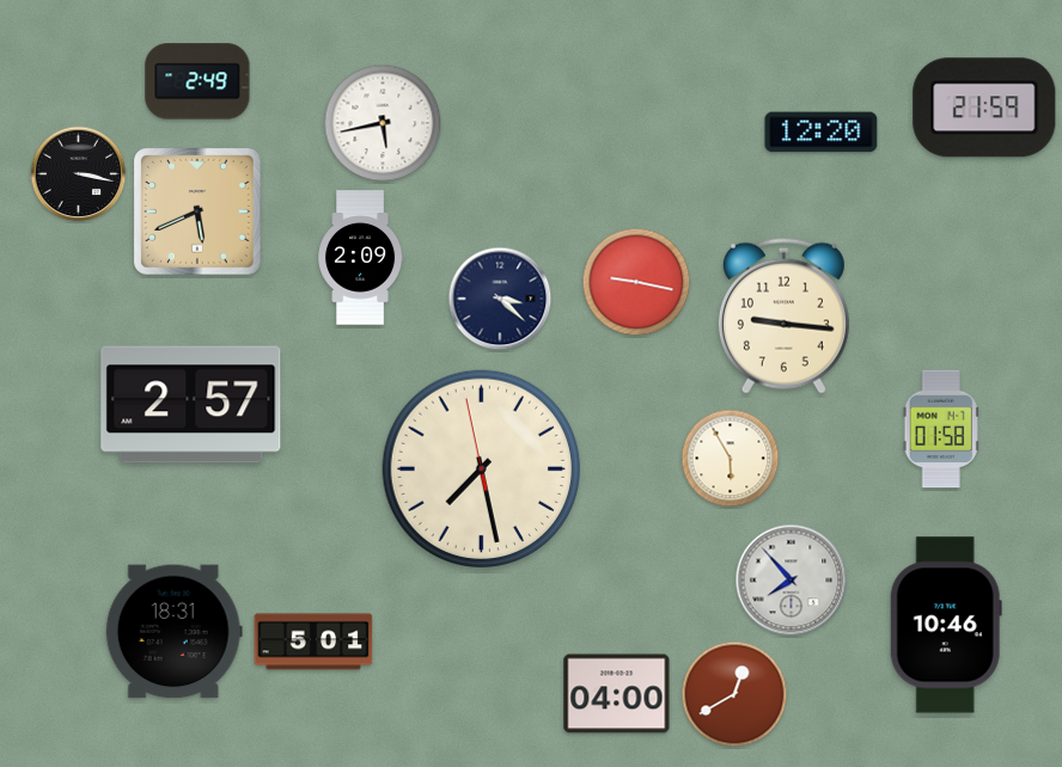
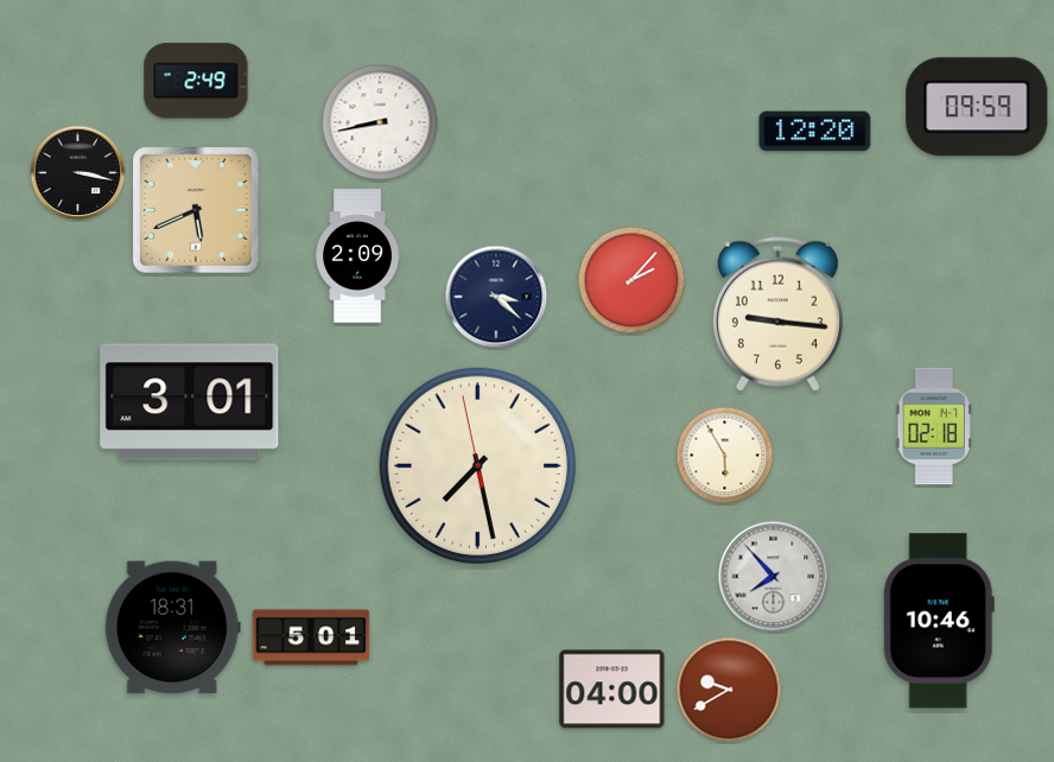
clock at (984, 108): 21:59 -> 09:59
clock at (383, 123): 5:43 -> 8:43
clock at (636, 282): 9:17 -> 2:07
clock at (191, 405): 2:57 -> 3:01
clock at (941, 429): 01:58 -> 02:18
clock at (792, 581) position: (792, 581) -> (774, 577)
clock at (734, 694): 12:40 -> 9:40
